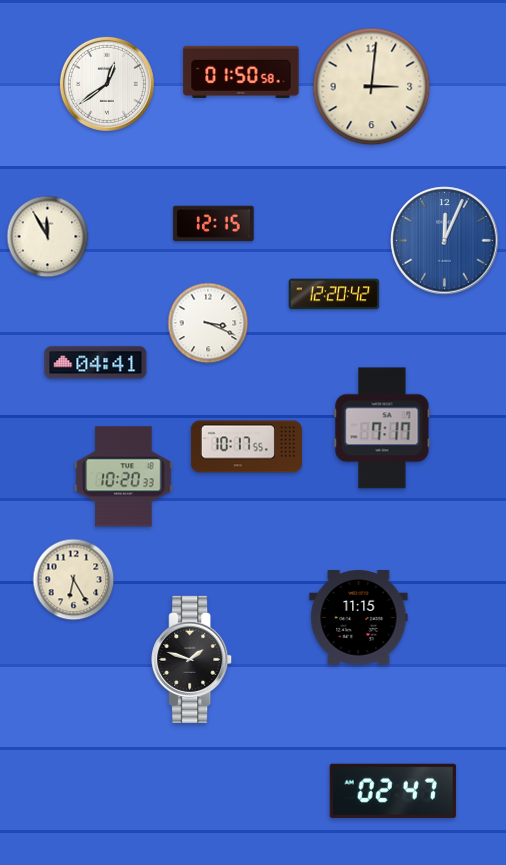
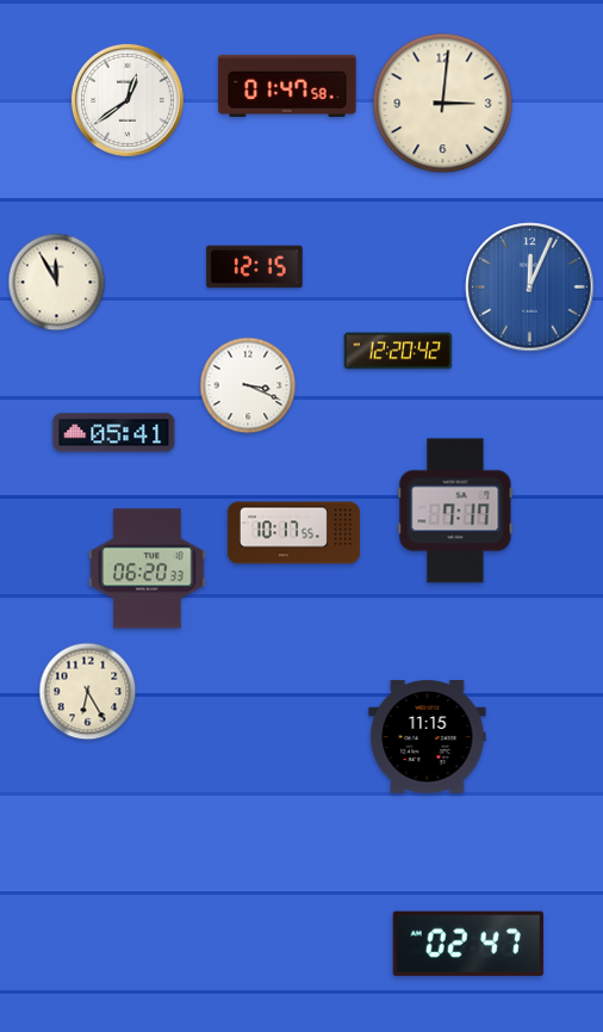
clock at (241, 72): 01:50 -> 01:47
clock at (96, 363): 04:41 -> 05:41
clock at (124, 477): 10:20 -> 06:20
clock at (192, 659): 1:48 -> none
